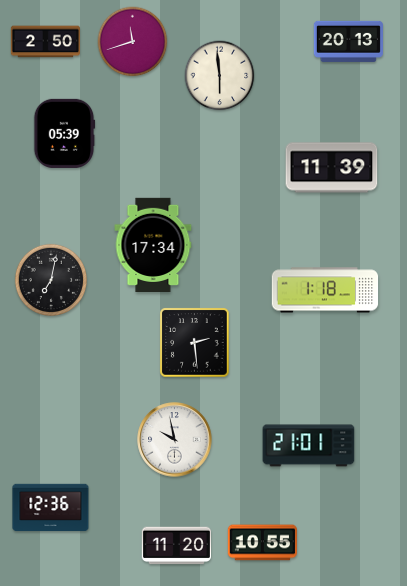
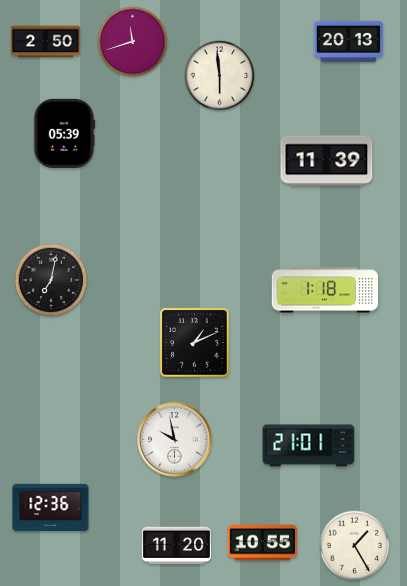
clock at (332, 168) position: (332, 168) -> (327, 161)
clock at (153, 244): 17:34 -> none
clock at (195, 343): 2:29 -> 1:11
clock at (355, 546): none -> 1:25
